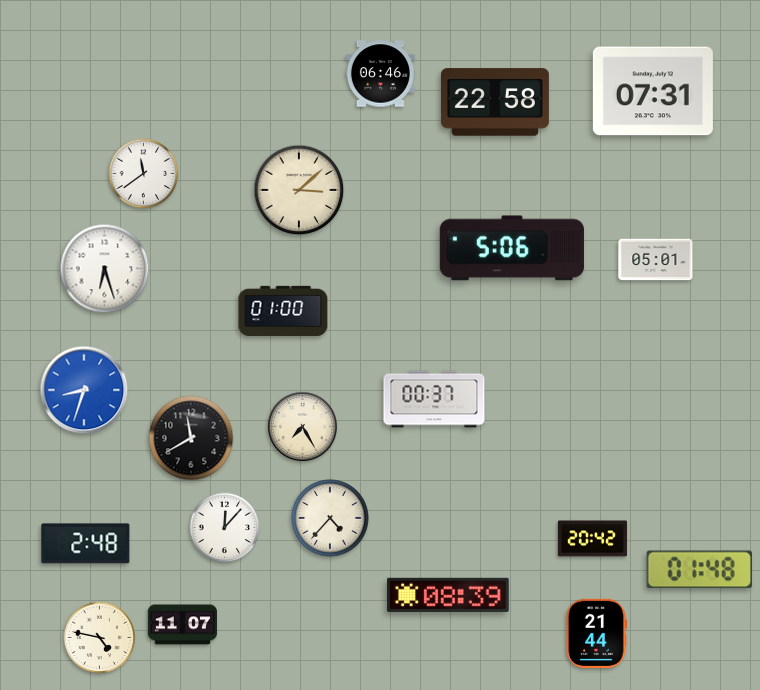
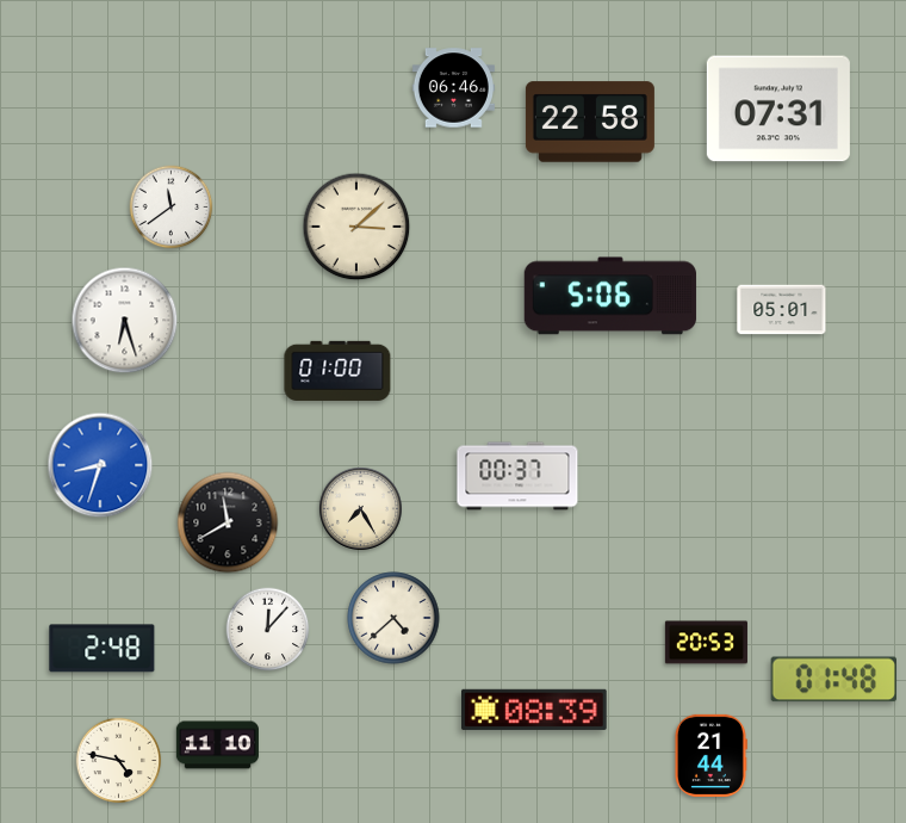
clock at (330, 518): 4:37 -> 4:38
clock at (592, 539): 20:42 -> 20:53
clock at (182, 625): 11:07 -> 11:10
